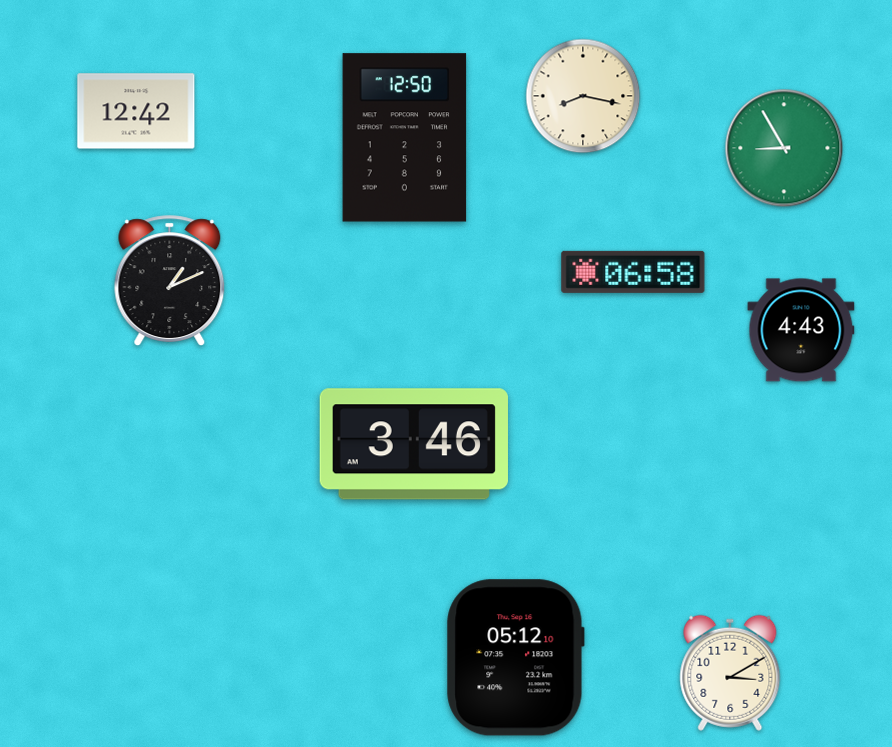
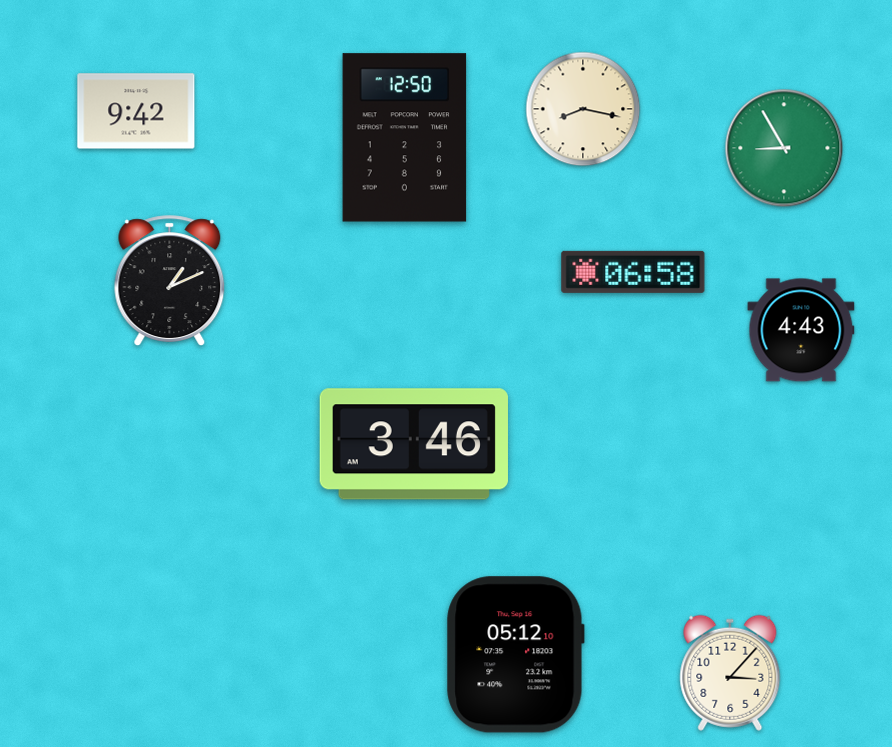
clock at (583, 96) position: (583, 96) -> (583, 109)
clock at (136, 111): 12:42 -> 9:42
clock at (515, 658) position: (515, 658) -> (515, 655)
clock at (730, 673): 3:10 -> 3:07
